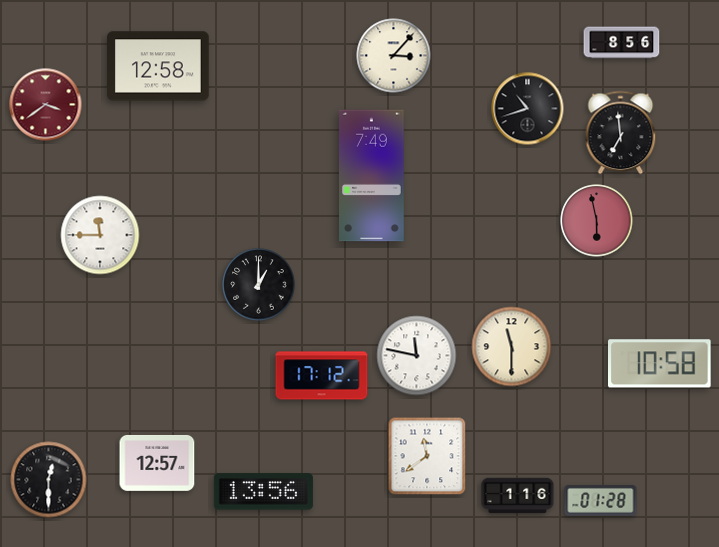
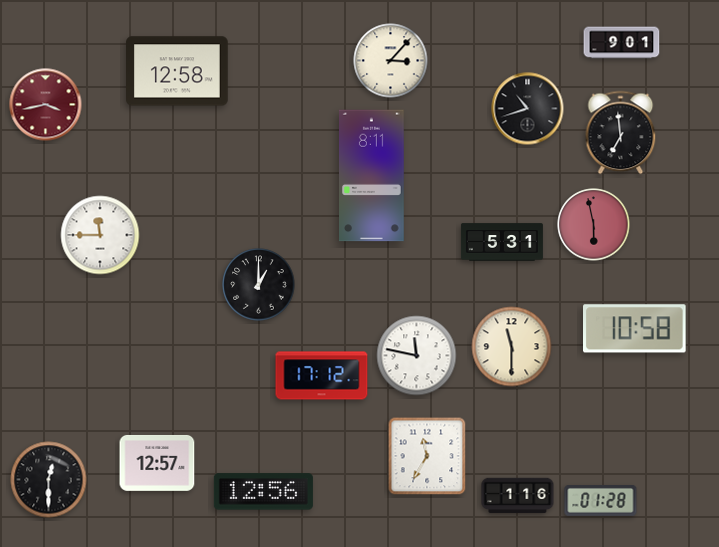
clock at (622, 43): 8:56 -> 9:01
clock at (394, 56) position: (394, 56) -> (391, 61)
clock at (159, 66) position: (159, 66) -> (178, 71)
clock at (46, 105): 3:39 -> 3:43
clock at (372, 176): 7:49 -> 8:11
clock at (597, 221) position: (597, 221) -> (594, 225)
clock at (502, 242): none -> 5:31
clock at (660, 364) position: (660, 364) -> (635, 329)
clock at (427, 456): 11:39 -> 11:35
clock at (263, 492): 13:56 -> 12:56
